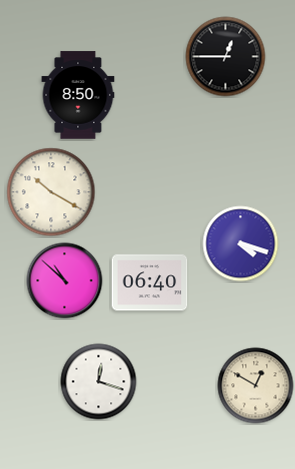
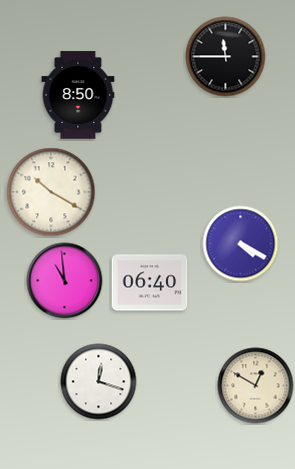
clock at (226, 57): 12:45 -> 11:45
clock at (241, 244): 4:18 -> 4:20
clock at (65, 281): 10:52 -> 10:59
